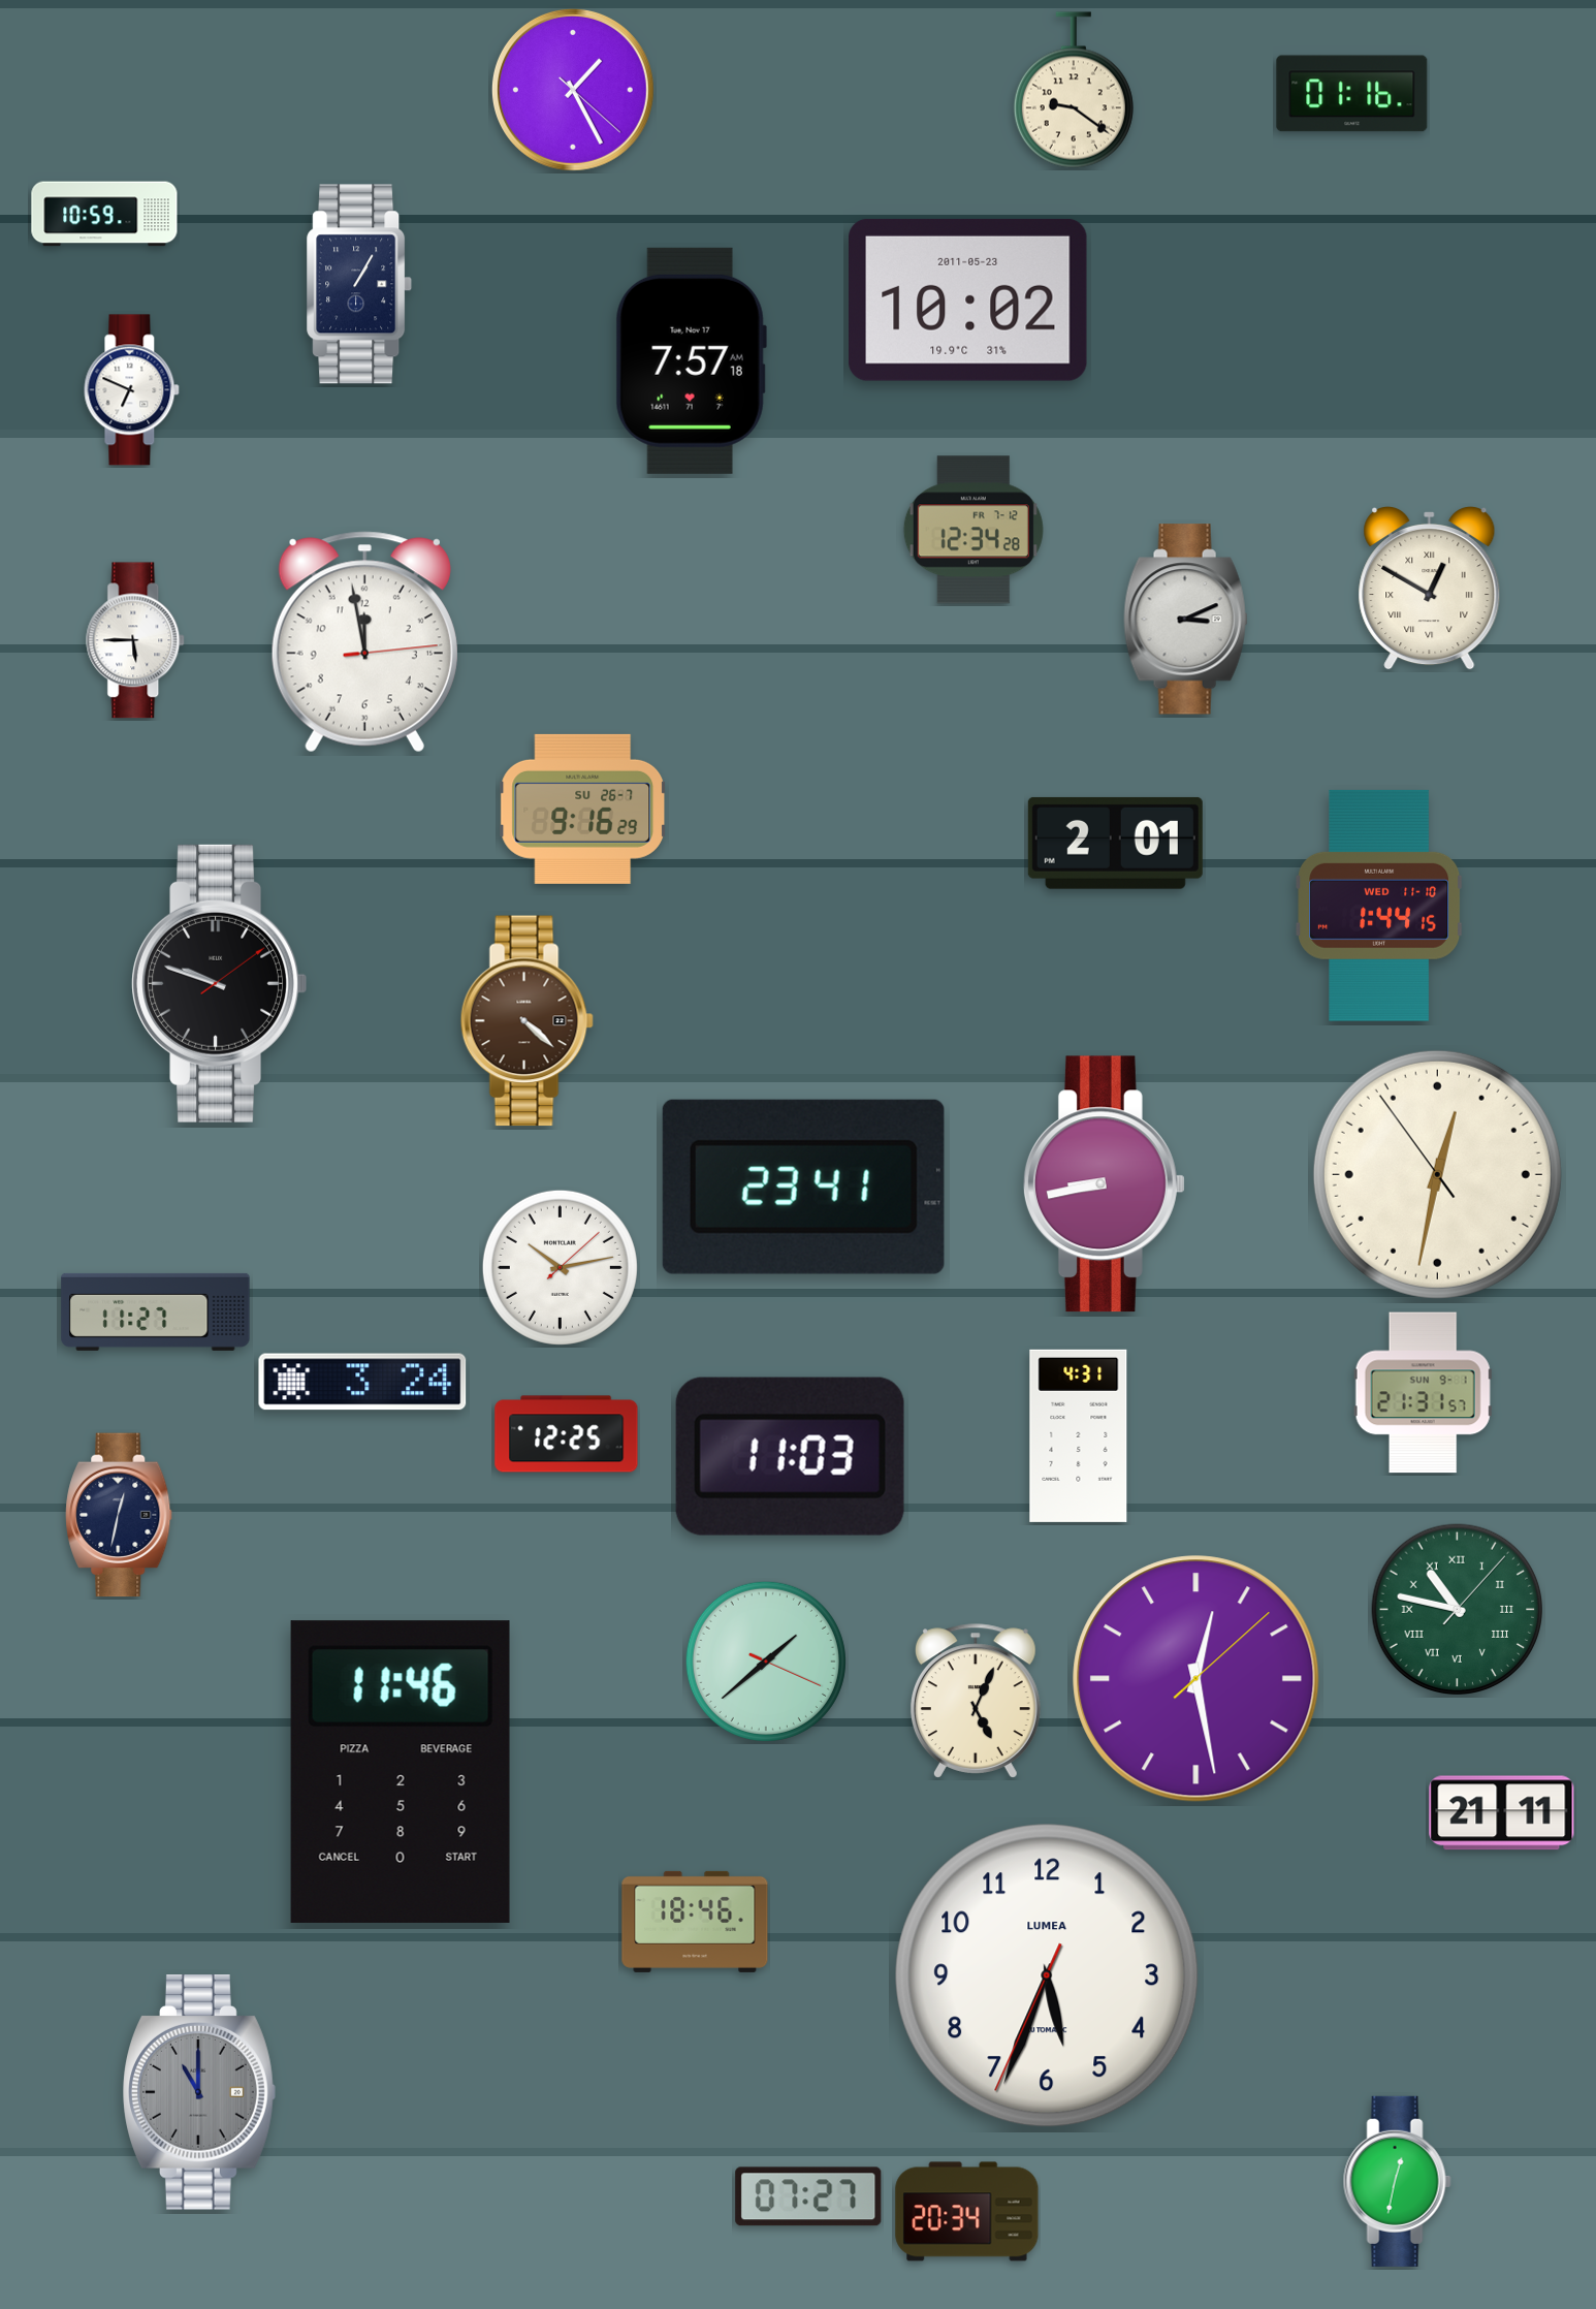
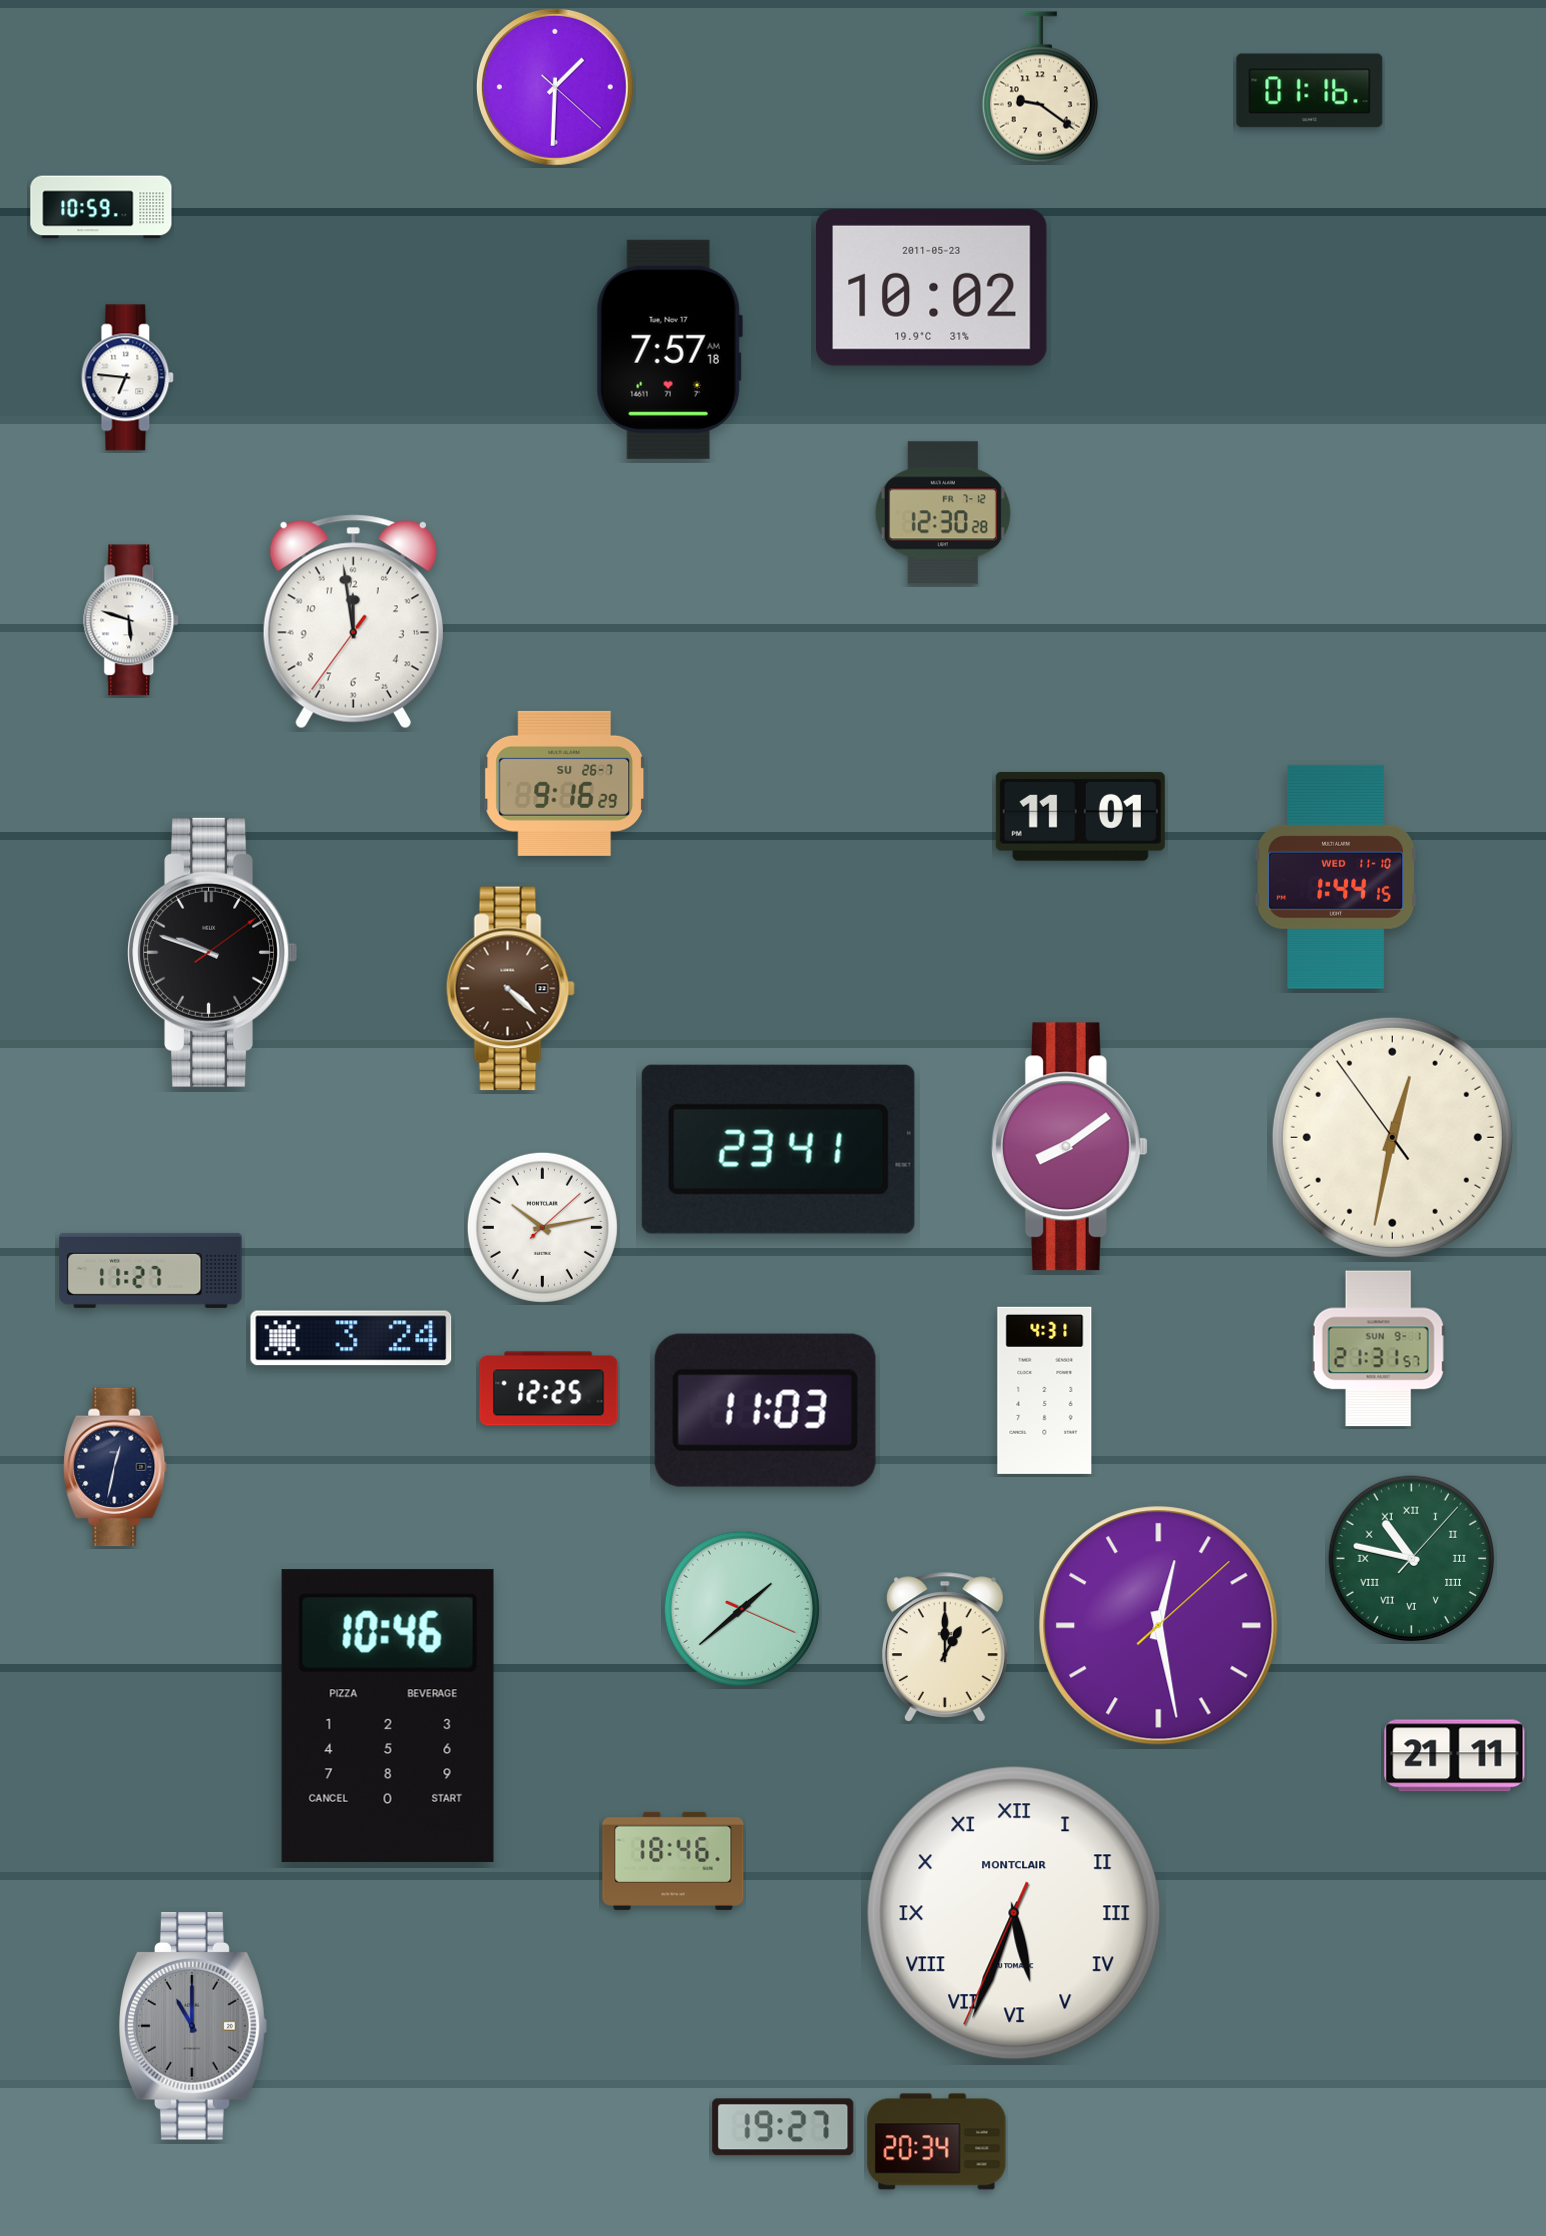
clock at (573, 90): 1:25 -> 1:30
clock at (360, 284): 1:05 -> none
clock at (968, 299) position: (968, 299) -> (932, 287)
clock at (132, 390): 6:49 -> 6:46
clock at (973, 530): 12:34 -> 12:30
clock at (1430, 588): 12:50 -> none
clock at (1186, 620): 3:11 -> none
clock at (136, 640): 5:45 -> 5:48
clock at (364, 642): 11:58:14 -> 11:58:36
clock at (1115, 843): 2:01 -> 11:01
clock at (1104, 1184): 8:43 -> 8:09
clock at (976, 1701): 5:04 -> 1:00
clock at (401, 1772): 11:46 -> 10:46
clock at (1047, 1975) numerals: Arabic -> Roman
clock at (1047, 1975) brand: LUMEA -> MONTCLAIR
clock at (1397, 2181): 12:32 -> none
clock at (808, 2196): 07:27 -> 19:27
